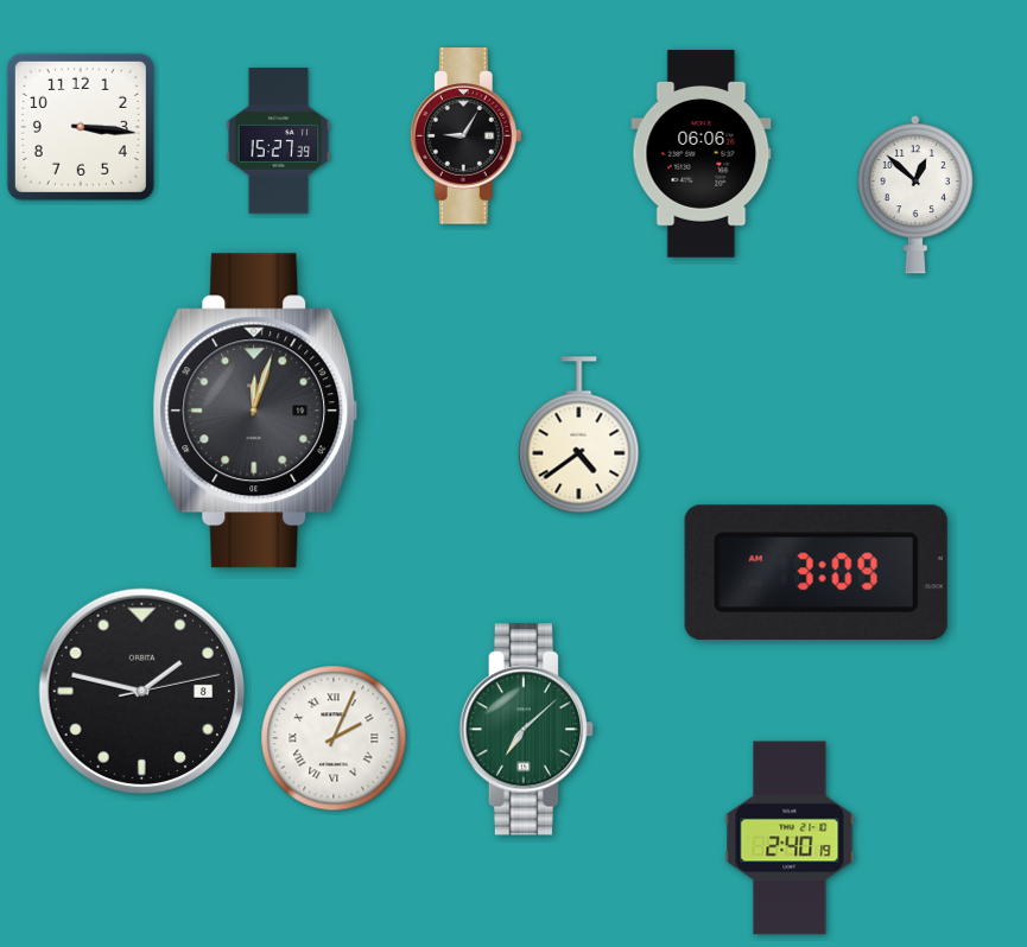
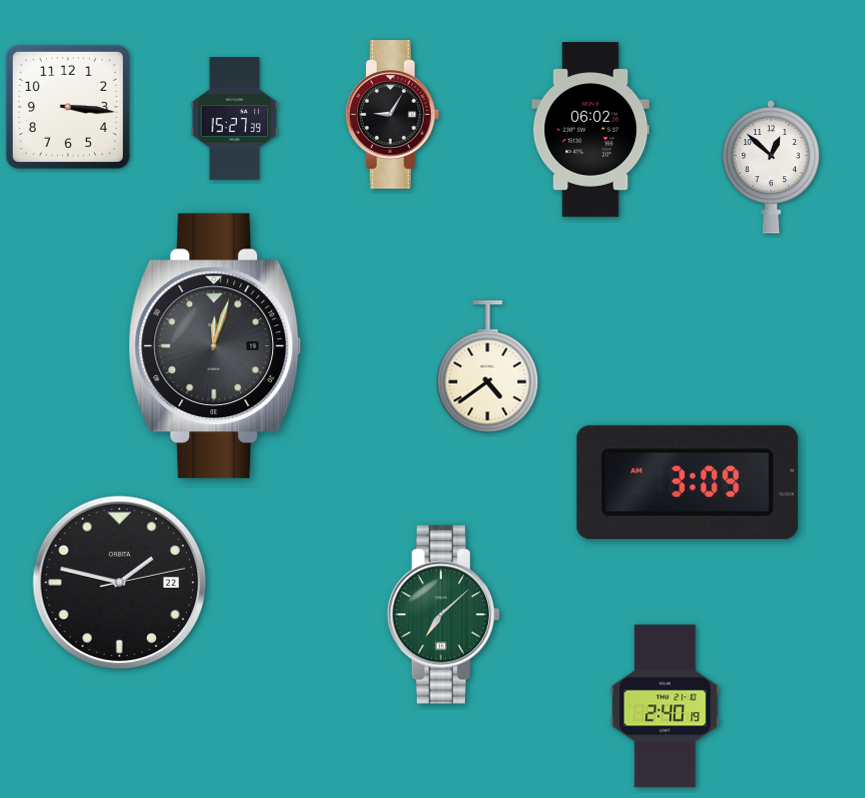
clock at (702, 154): 06:06 -> 06:02
clock at (915, 195) position: (915, 195) -> (771, 167)
clock at (142, 692) date: 8 -> 22
clock at (334, 738): 2:04 -> none
